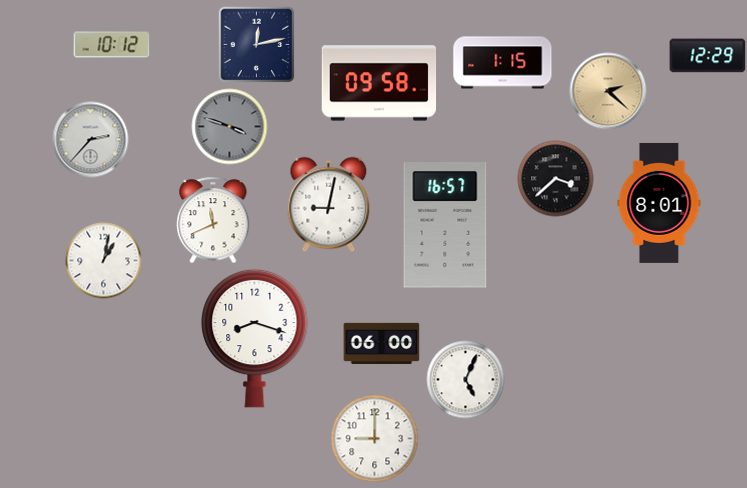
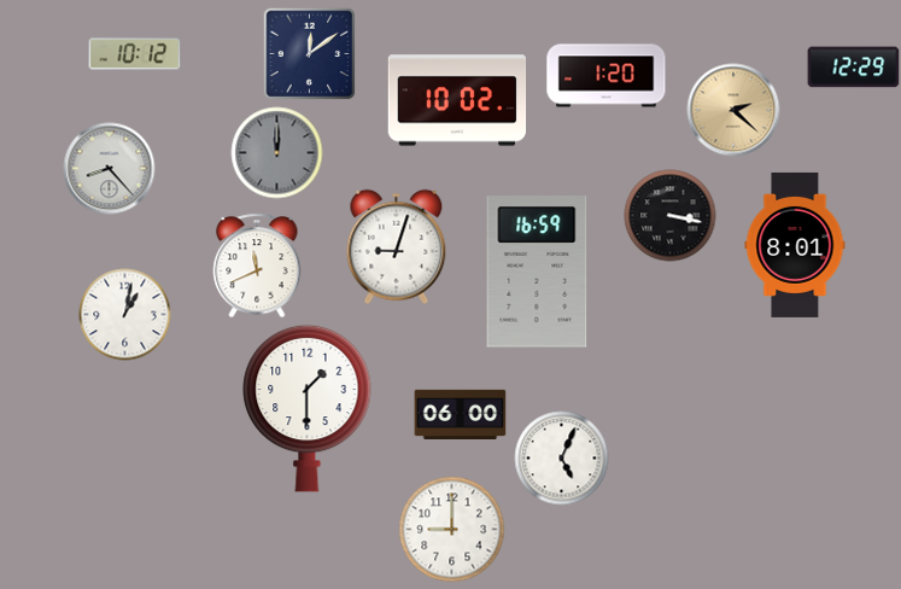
clock at (256, 44): 12:13 -> 12:09
clock at (503, 63): 1:15 -> 1:20
clock at (379, 83): 09:58 -> 10:02
clock at (230, 127): 3:48 -> 12:00
clock at (91, 140): 2:37 -> 8:23
clock at (556, 179): 3:38 -> 3:17
clock at (329, 205): 9:02 -> 9:03
clock at (445, 225): 16:57 -> 16:59
clock at (255, 338): 8:18 -> 1:30
